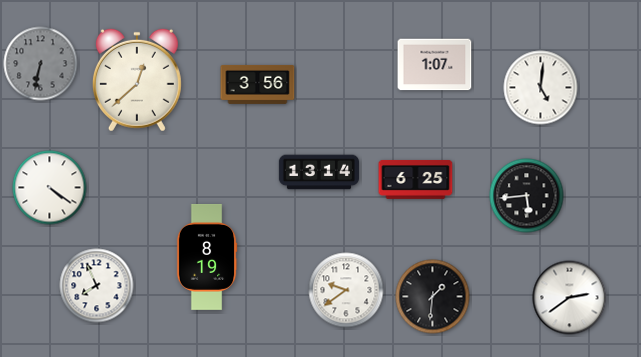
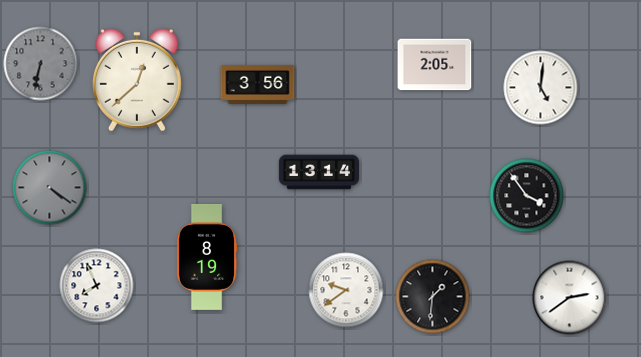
clock at (435, 65): 1:07 -> 2:05
clock at (416, 179): 6:25 -> none
clock at (50, 188) dial: white -> grey
clock at (527, 196): 5:44 -> 3:54
